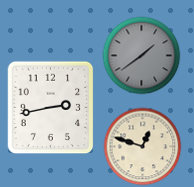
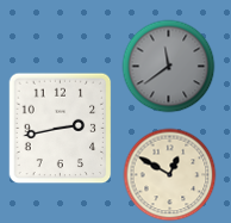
clock at (141, 55): 1:39 -> 11:39
clock at (142, 146): 12:48 -> 12:50
